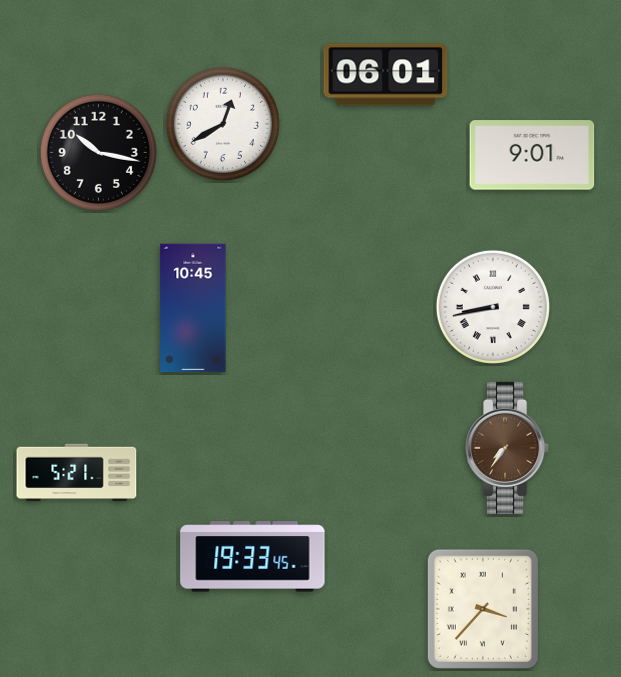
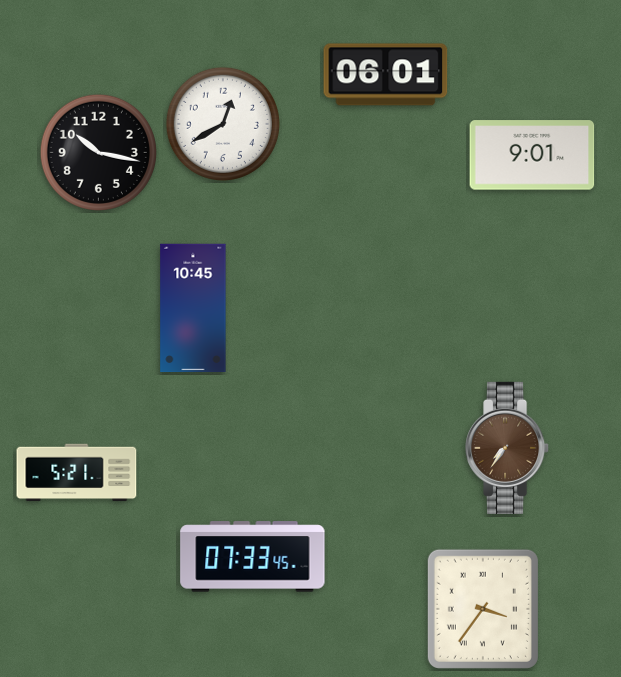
clock at (493, 307): 8:43 -> none
clock at (253, 557): 19:33 -> 07:33
clock at (483, 609): 3:37 -> 3:36
